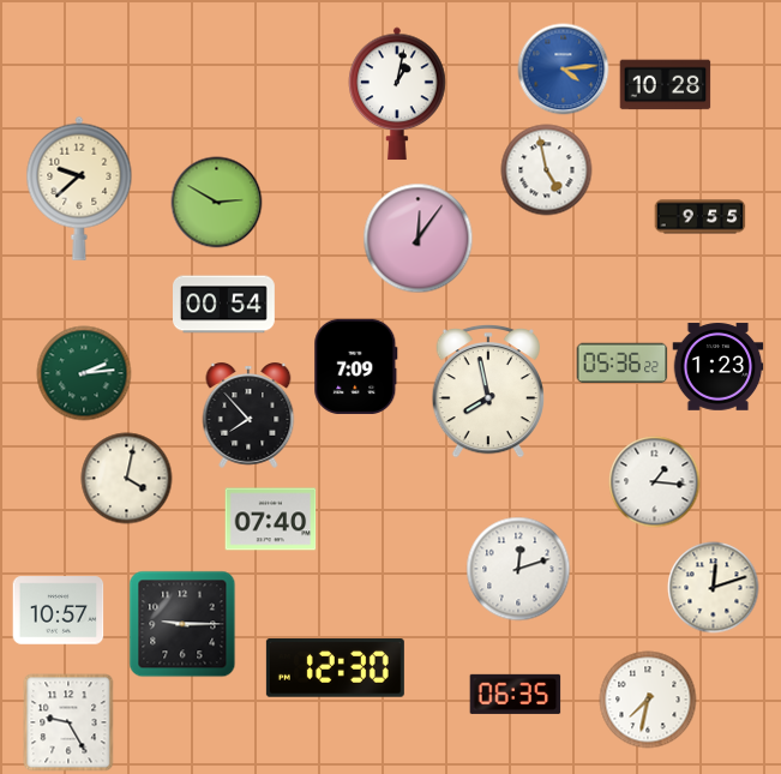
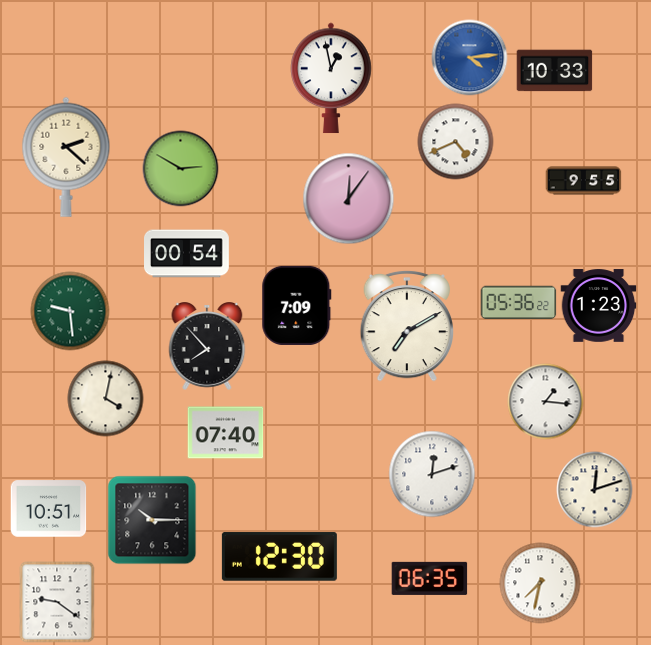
clock at (666, 85): 10:28 -> 10:33
clock at (397, 94): 1:02 -> 12:58
clock at (547, 170): 4:58 -> 4:41
clock at (79, 188): 9:38 -> 2:22
clock at (84, 373): 2:14 -> 9:29
clock at (487, 391): 7:58 -> 7:10
clock at (59, 611): 10:57 -> 10:51
clock at (182, 624): 9:15 -> 10:15
clock at (68, 722): 9:25 -> 9:21
